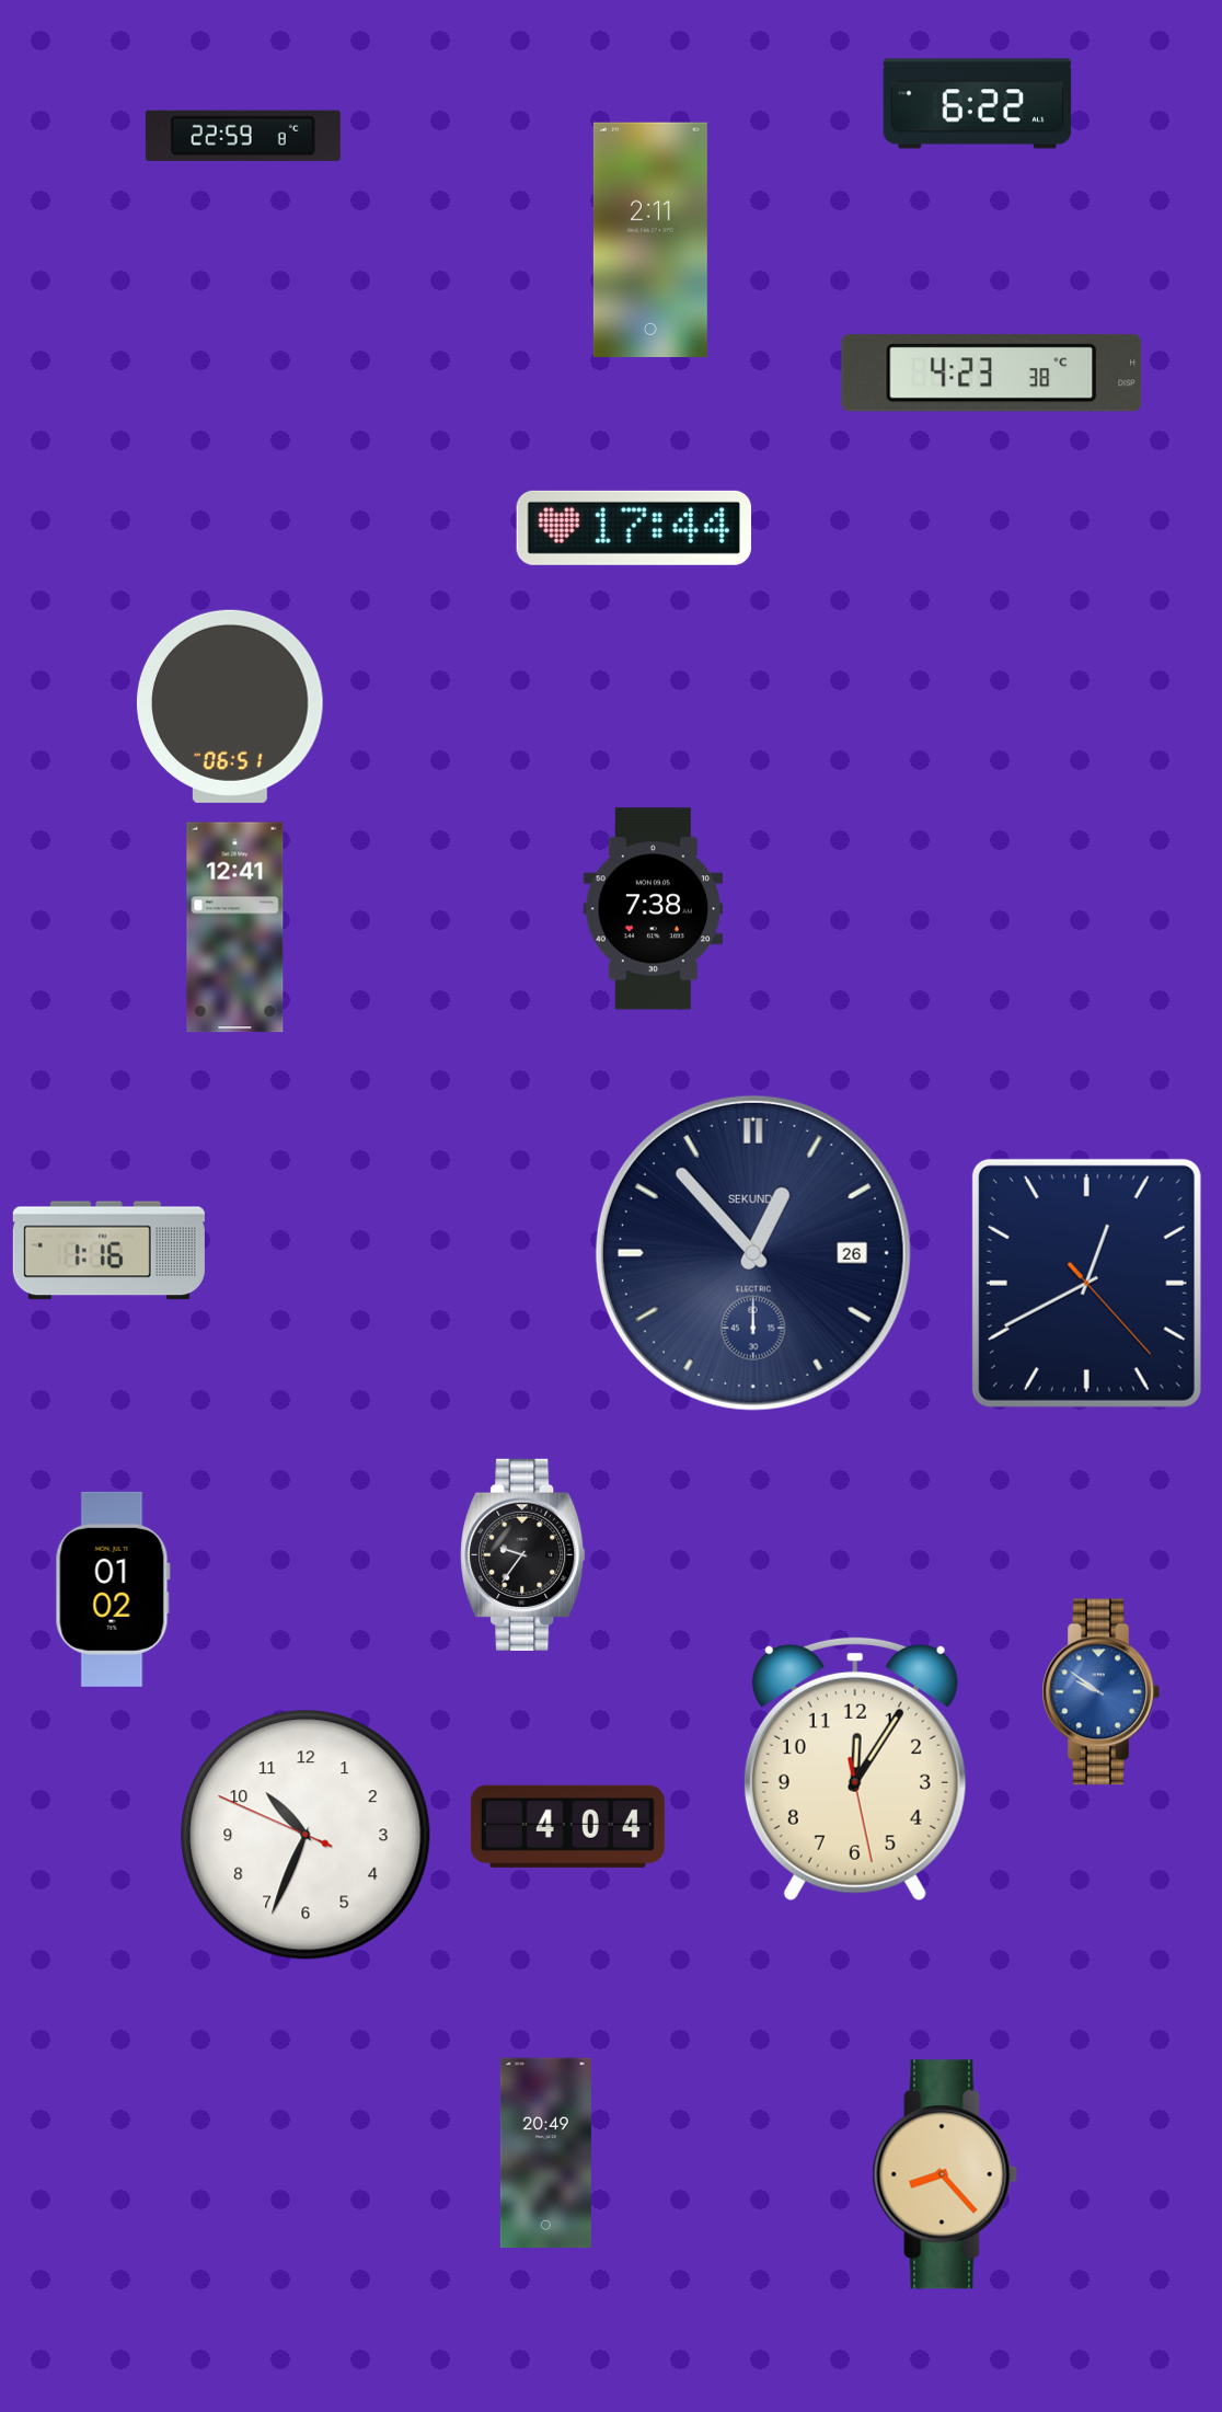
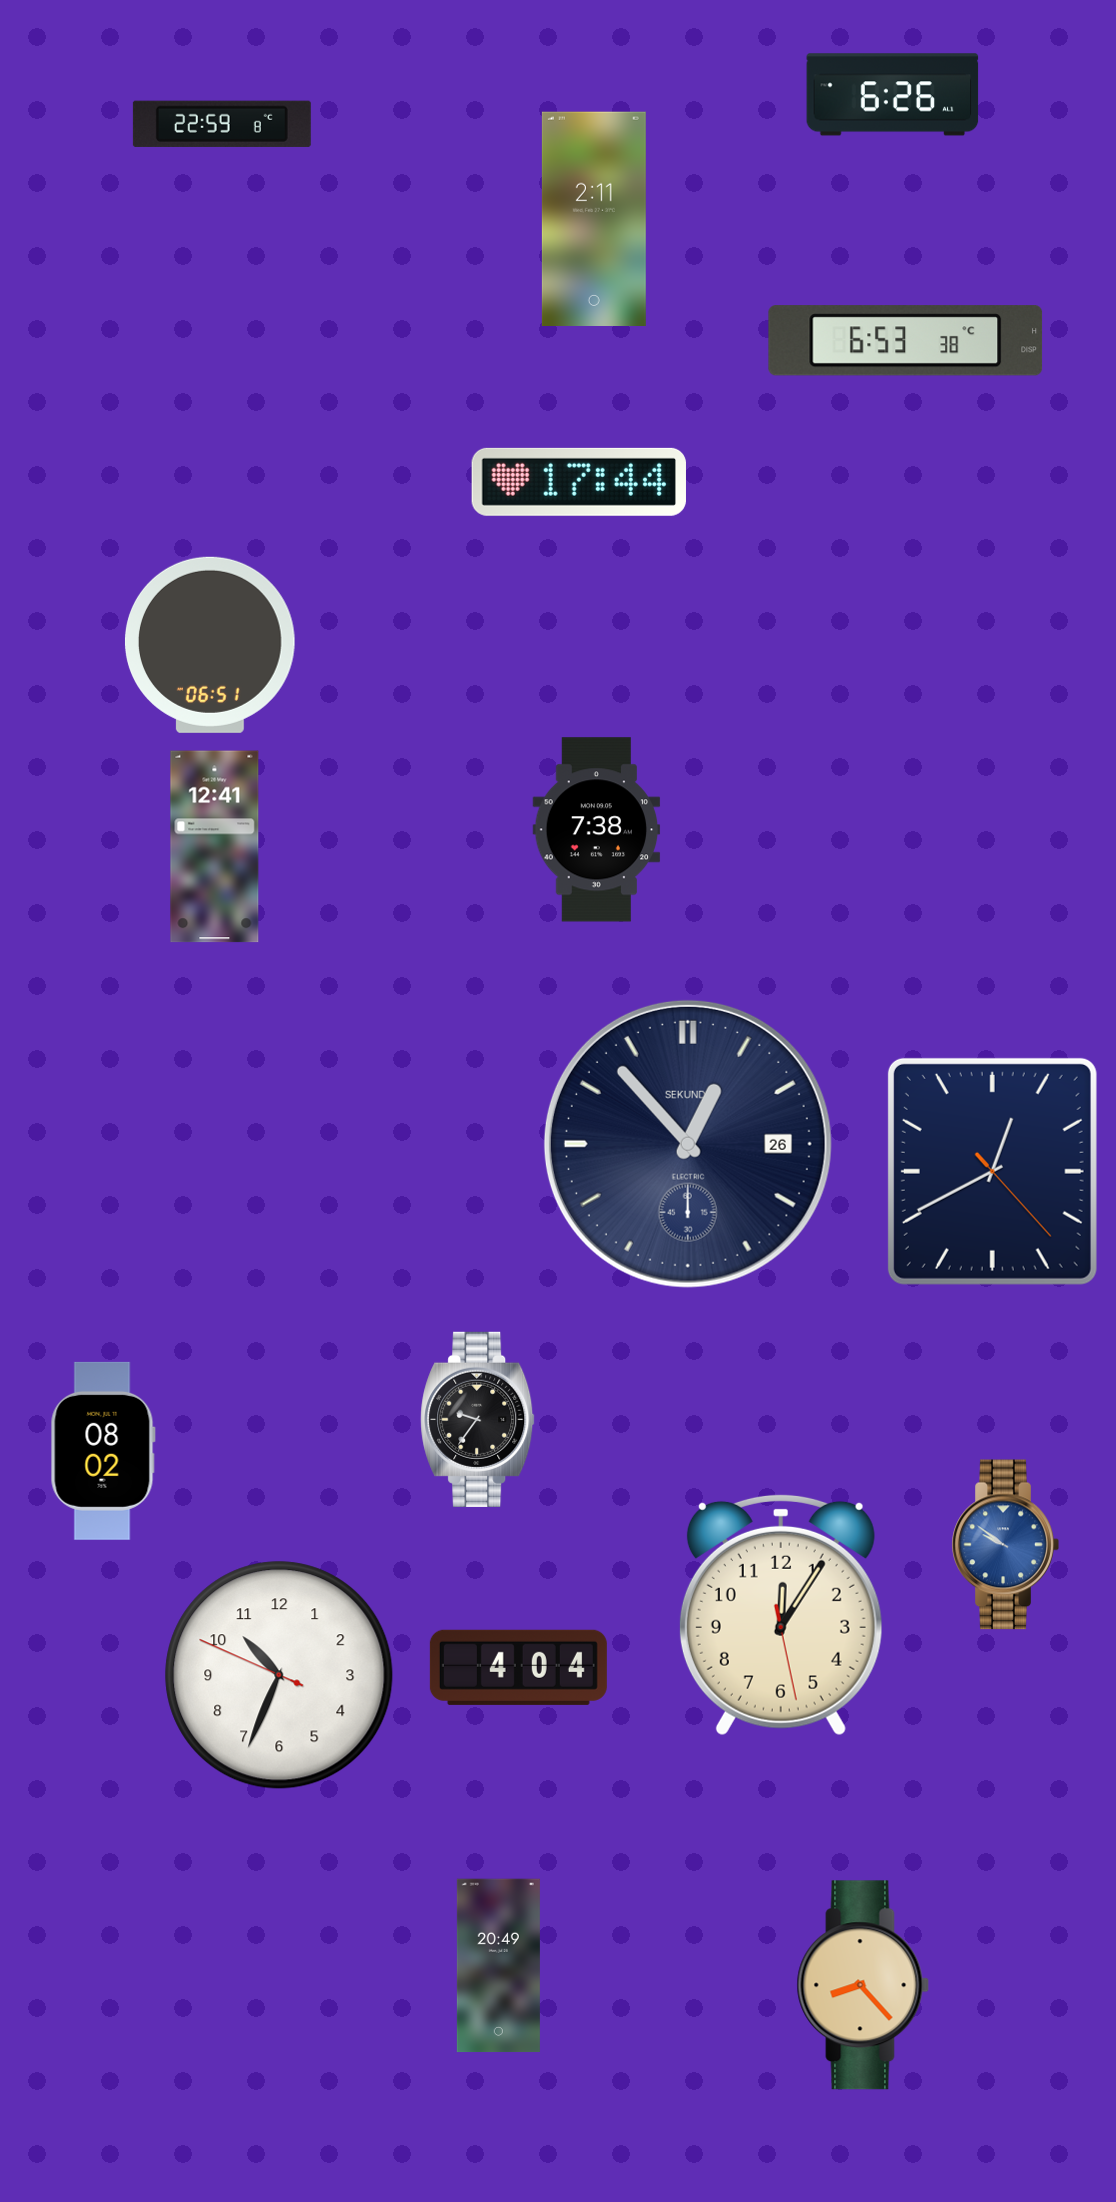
clock at (978, 104): 6:22 -> 6:26
clock at (992, 374): 4:23 -> 6:53
clock at (108, 1251): 1:16 -> none
clock at (113, 1589): 01:02 -> 08:02
